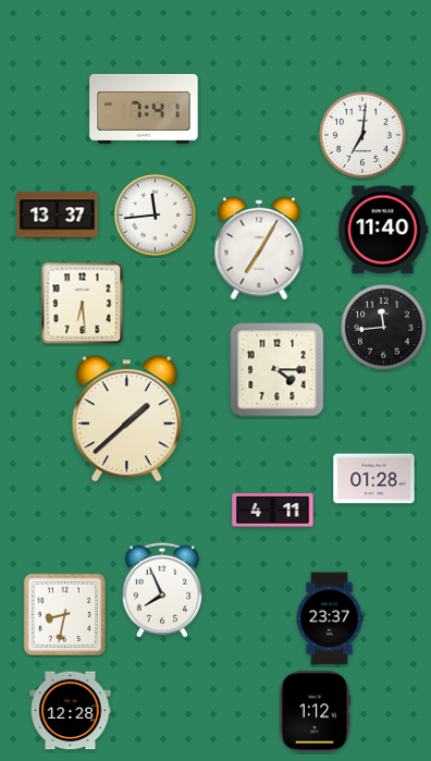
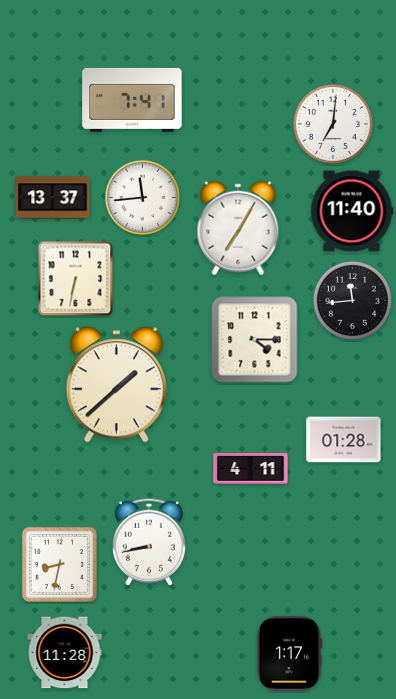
clock at (83, 304): 6:29 -> 6:32
clock at (162, 590): 7:56 -> 8:43
clock at (330, 618): 23:37 -> none
clock at (71, 711): 12:28 -> 11:28
clock at (315, 712): 1:12 -> 1:17
